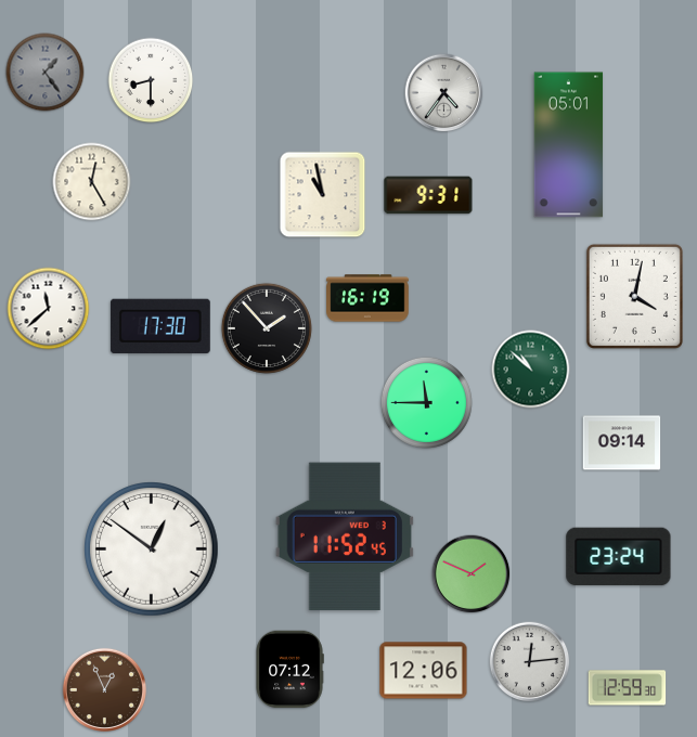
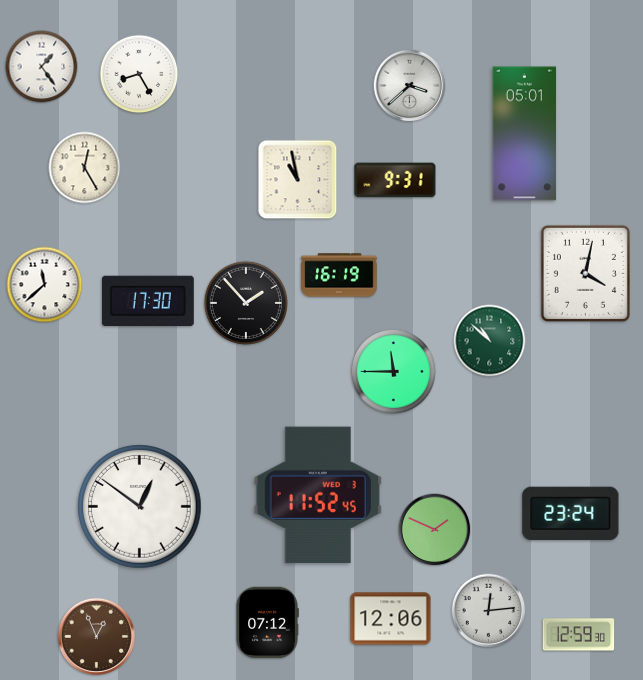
clock at (46, 73) dial: grey -> white
clock at (151, 80): 8:30 -> 8:25
clock at (444, 93): 4:36 -> 3:38
clock at (622, 443): 09:14 -> none
clock at (289, 670) position: (289, 670) -> (267, 623)
